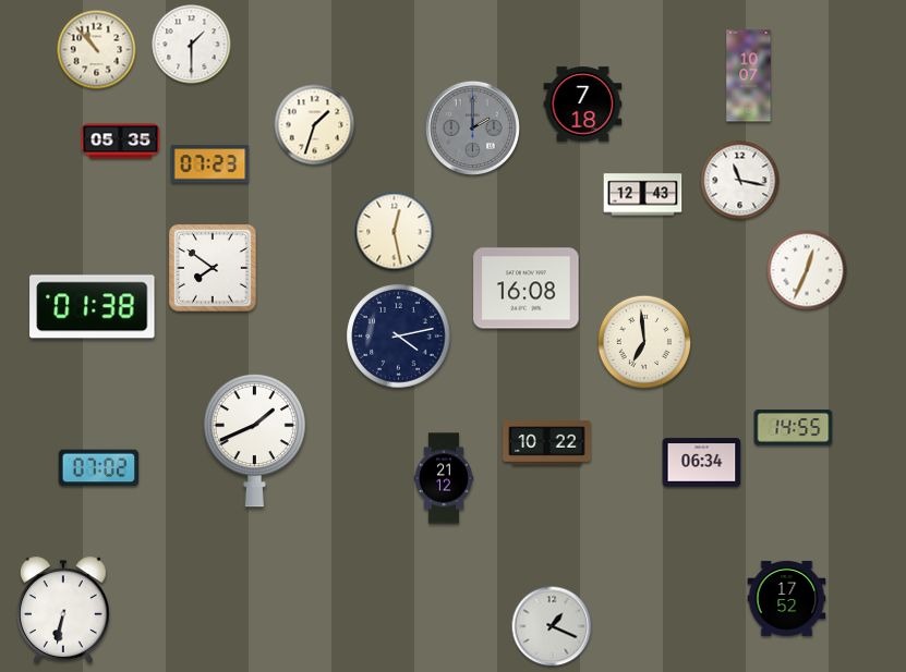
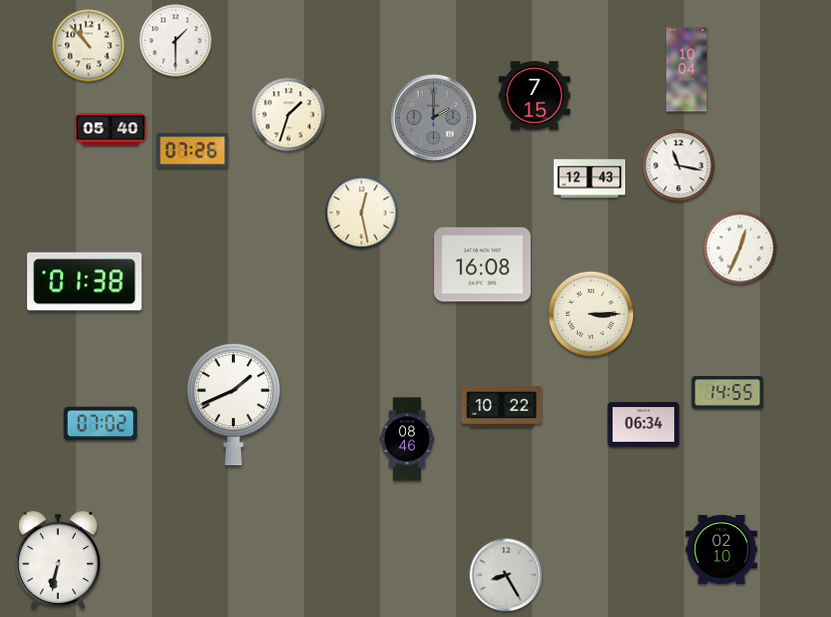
clock at (749, 76): 10:07 -> 10:04
clock at (583, 105): 7:18 -> 7:15
clock at (121, 142): 05:35 -> 05:40
clock at (210, 164): 07:23 -> 07:26
clock at (213, 268): 7:51 -> none
clock at (399, 337): 4:13 -> none
clock at (644, 342): 6:59 -> 3:15
clock at (99, 468) position: (99, 468) -> (101, 424)
clock at (444, 478): 21:12 -> 08:46
clock at (787, 598): 17:52 -> 02:10
clock at (552, 626): 1:19 -> 8:25
